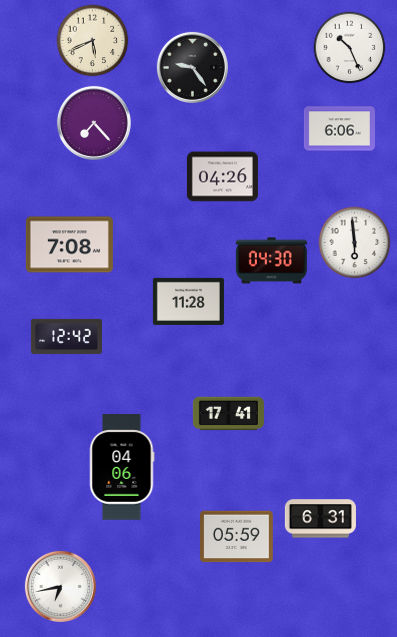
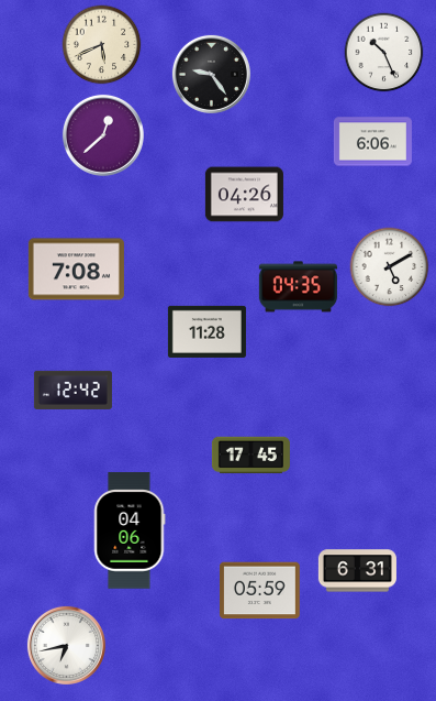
clock at (94, 123): 7:23 -> 12:38
clock at (355, 243): 5:59 -> 5:10
clock at (271, 261): 04:30 -> 04:35
clock at (66, 336) position: (66, 336) -> (72, 390)
clock at (228, 414): 17:41 -> 17:45
clock at (122, 467) position: (122, 467) -> (130, 530)
clock at (320, 519) position: (320, 519) -> (357, 571)
